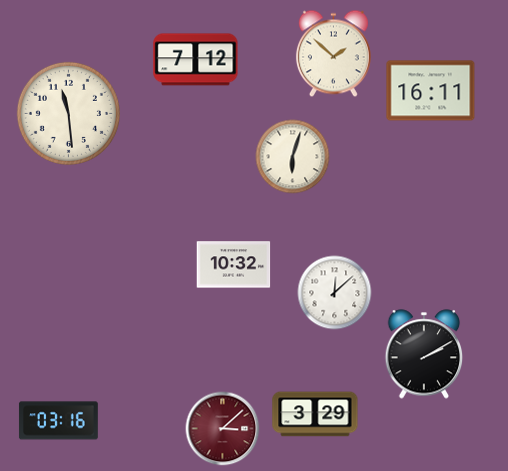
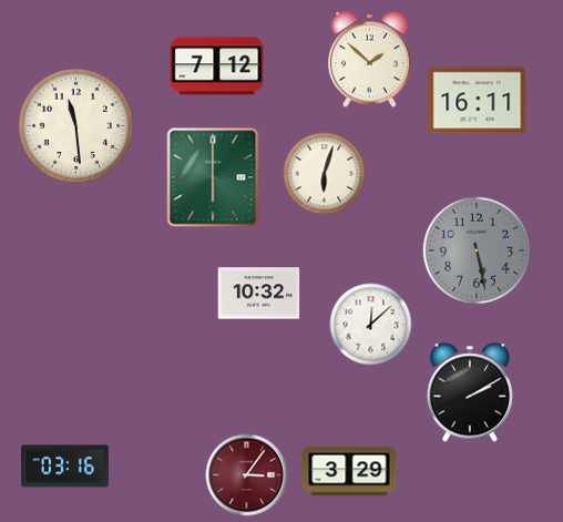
clock at (213, 177): none -> 6:00
clock at (477, 250): none -> 5:28
clock at (315, 414) position: (315, 414) -> (349, 471)
clock at (223, 429): 3:08 -> 3:06
